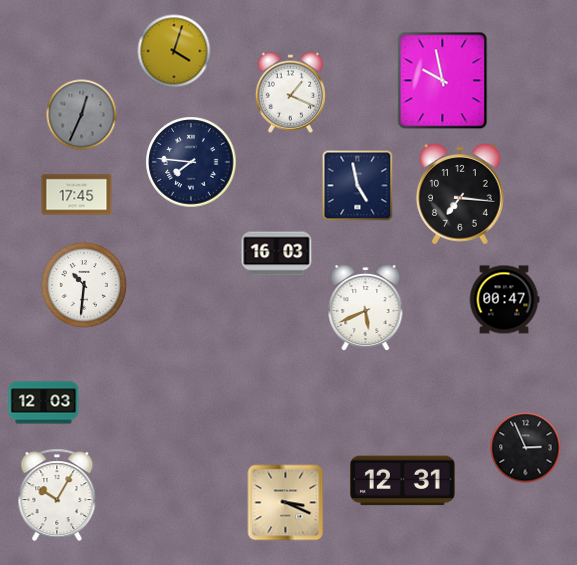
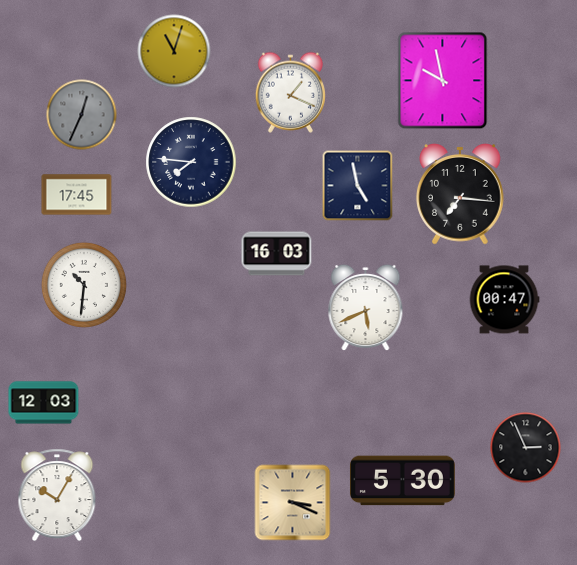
clock at (174, 51): 4:03 -> 11:03
clock at (402, 481): 12:31 -> 5:30
clock at (286, 503) position: (286, 503) -> (293, 503)
